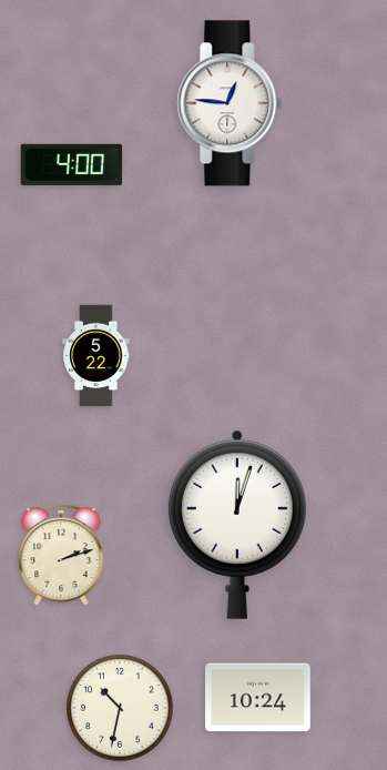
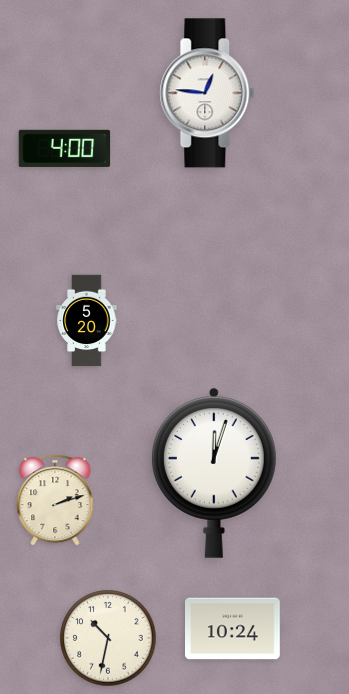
clock at (96, 356): 5:22 -> 5:20
